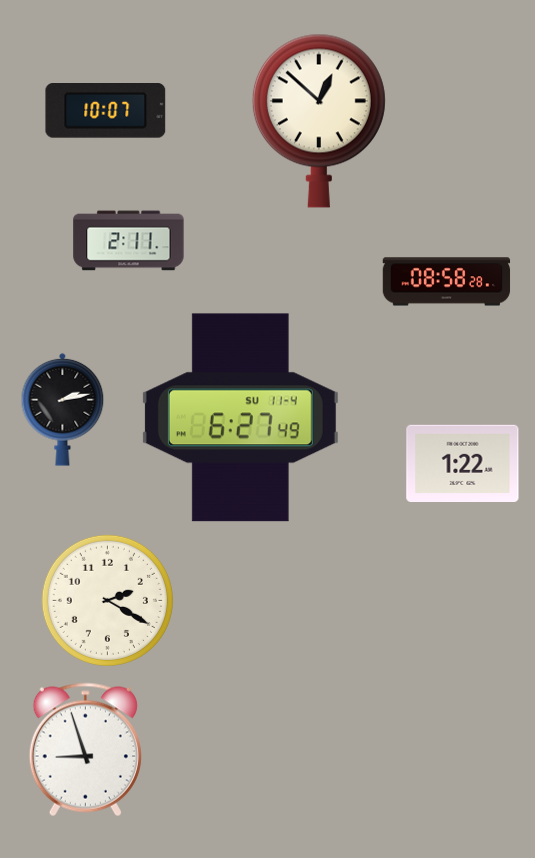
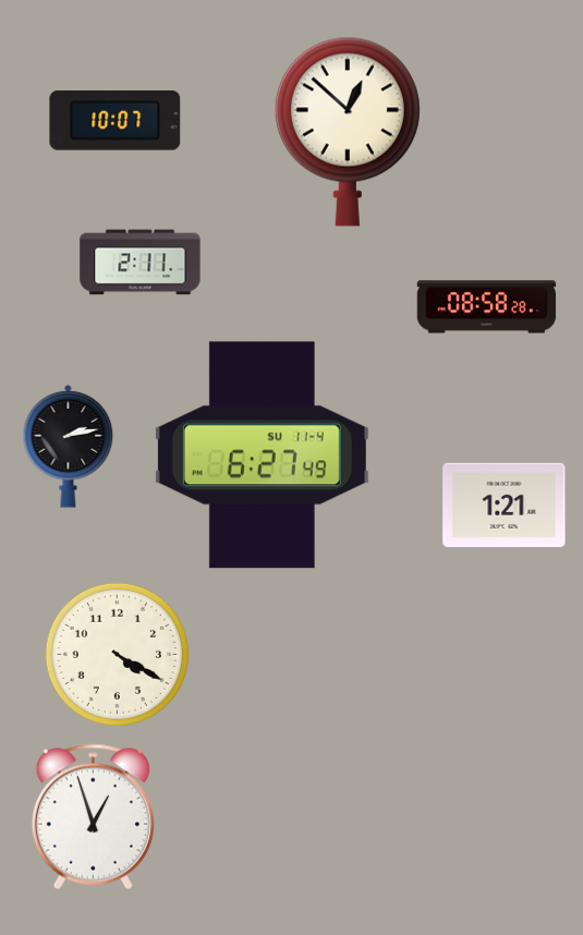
clock at (463, 463): 1:22 -> 1:21
clock at (107, 600): 2:20 -> 4:20
clock at (85, 750): 8:57 -> 12:57
